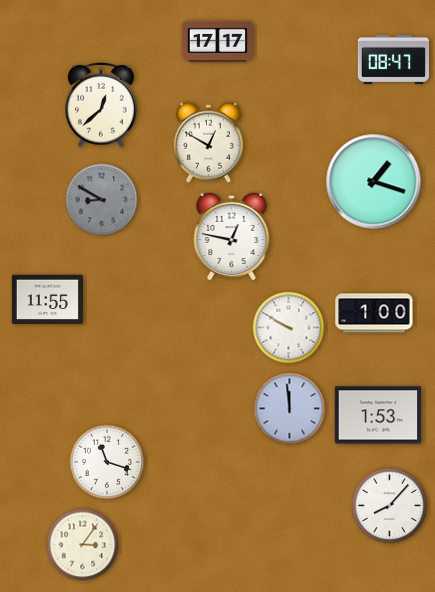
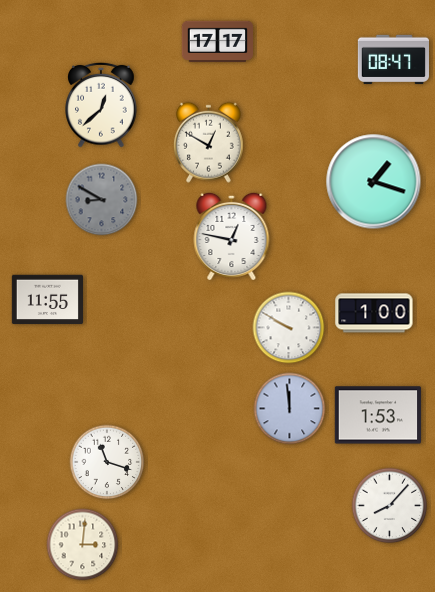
clock at (83, 545): 3:06 -> 3:01
